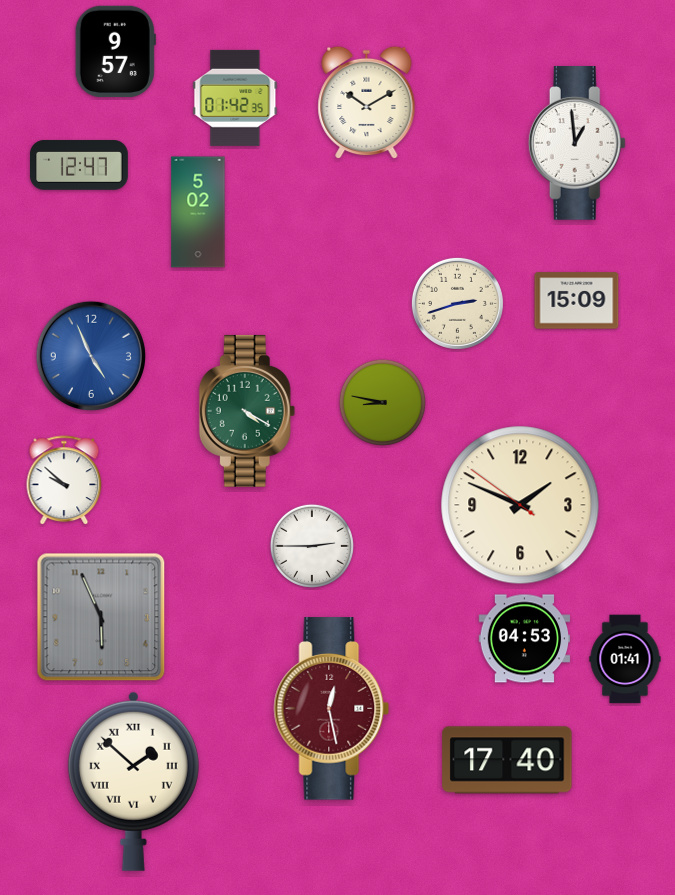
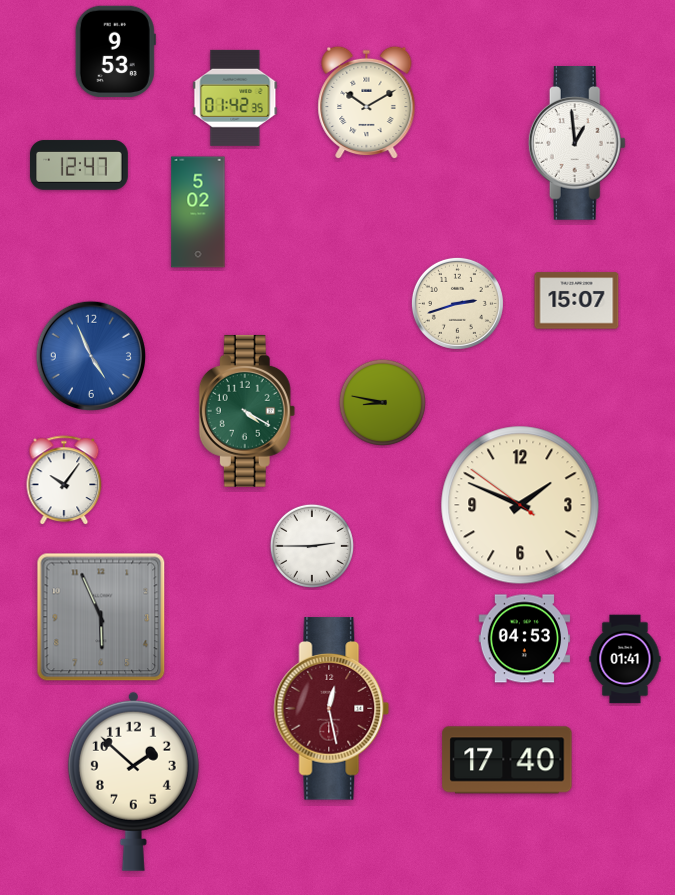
clock at (115, 52): 9:57 -> 9:53
clock at (577, 301): 15:09 -> 15:07
clock at (64, 481): 9:52 -> 10:06
clock at (133, 781) numerals: Roman -> Arabic
